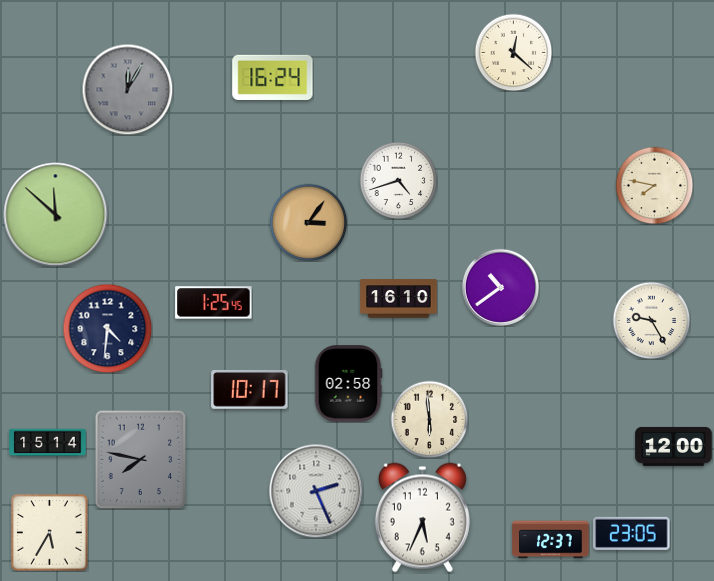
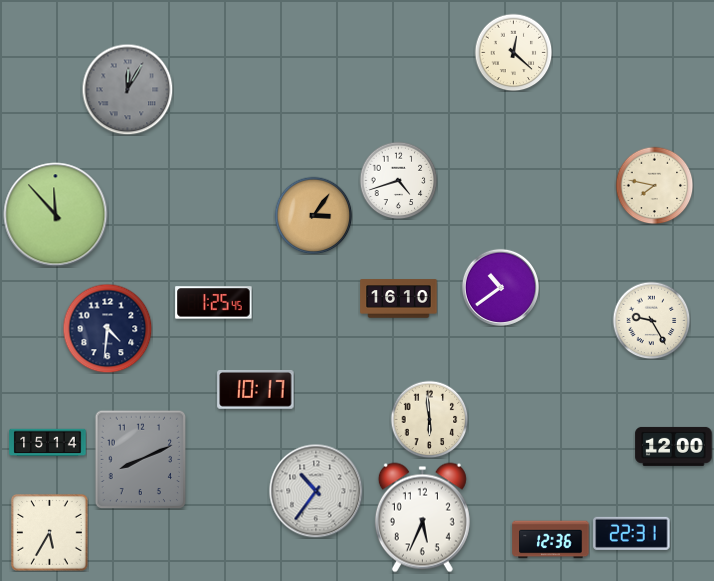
clock at (273, 77): 16:24 -> none
clock at (56, 215): 11:52 -> 11:53
clock at (308, 222) position: (308, 222) -> (313, 215)
clock at (348, 384): 02:58 -> none
clock at (250, 389) position: (250, 389) -> (256, 389)
clock at (141, 459): 7:47 -> 8:11
clock at (316, 491): 2:26 -> 10:36
clock at (632, 533): 23:05 -> 22:31
clock at (551, 540): 12:37 -> 12:36
